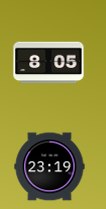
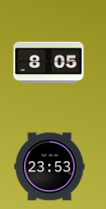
clock at (50, 167): 23:19 -> 23:53
